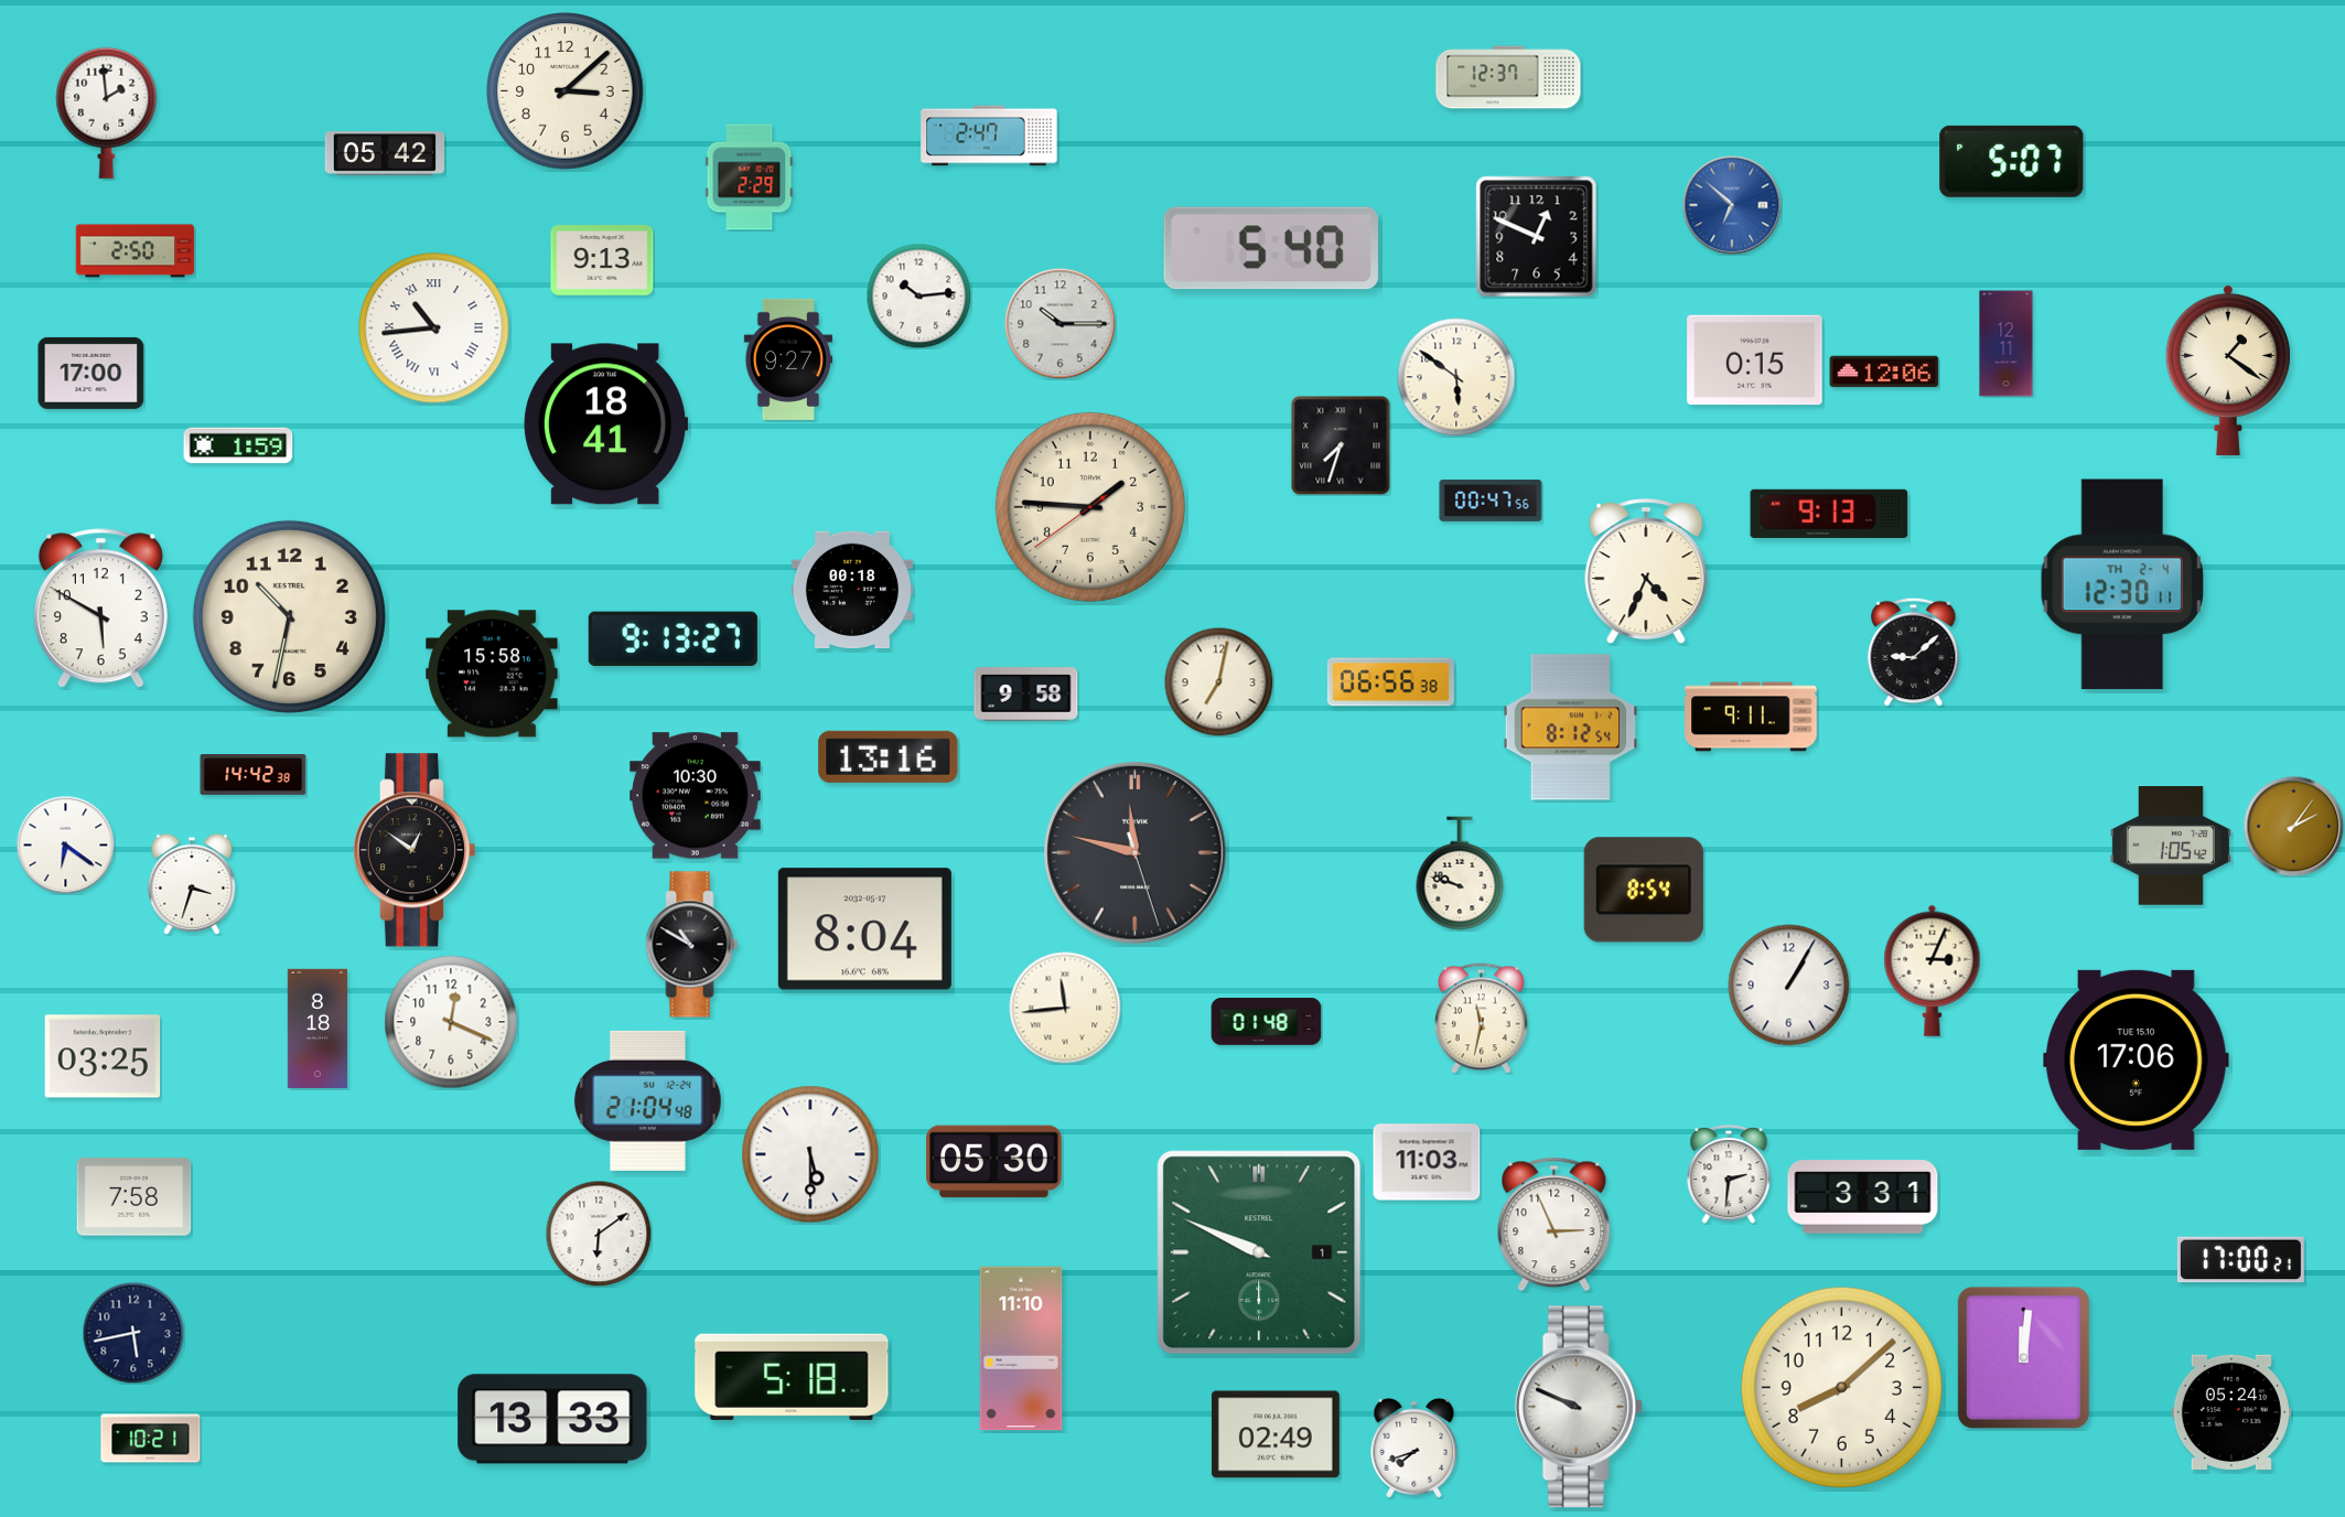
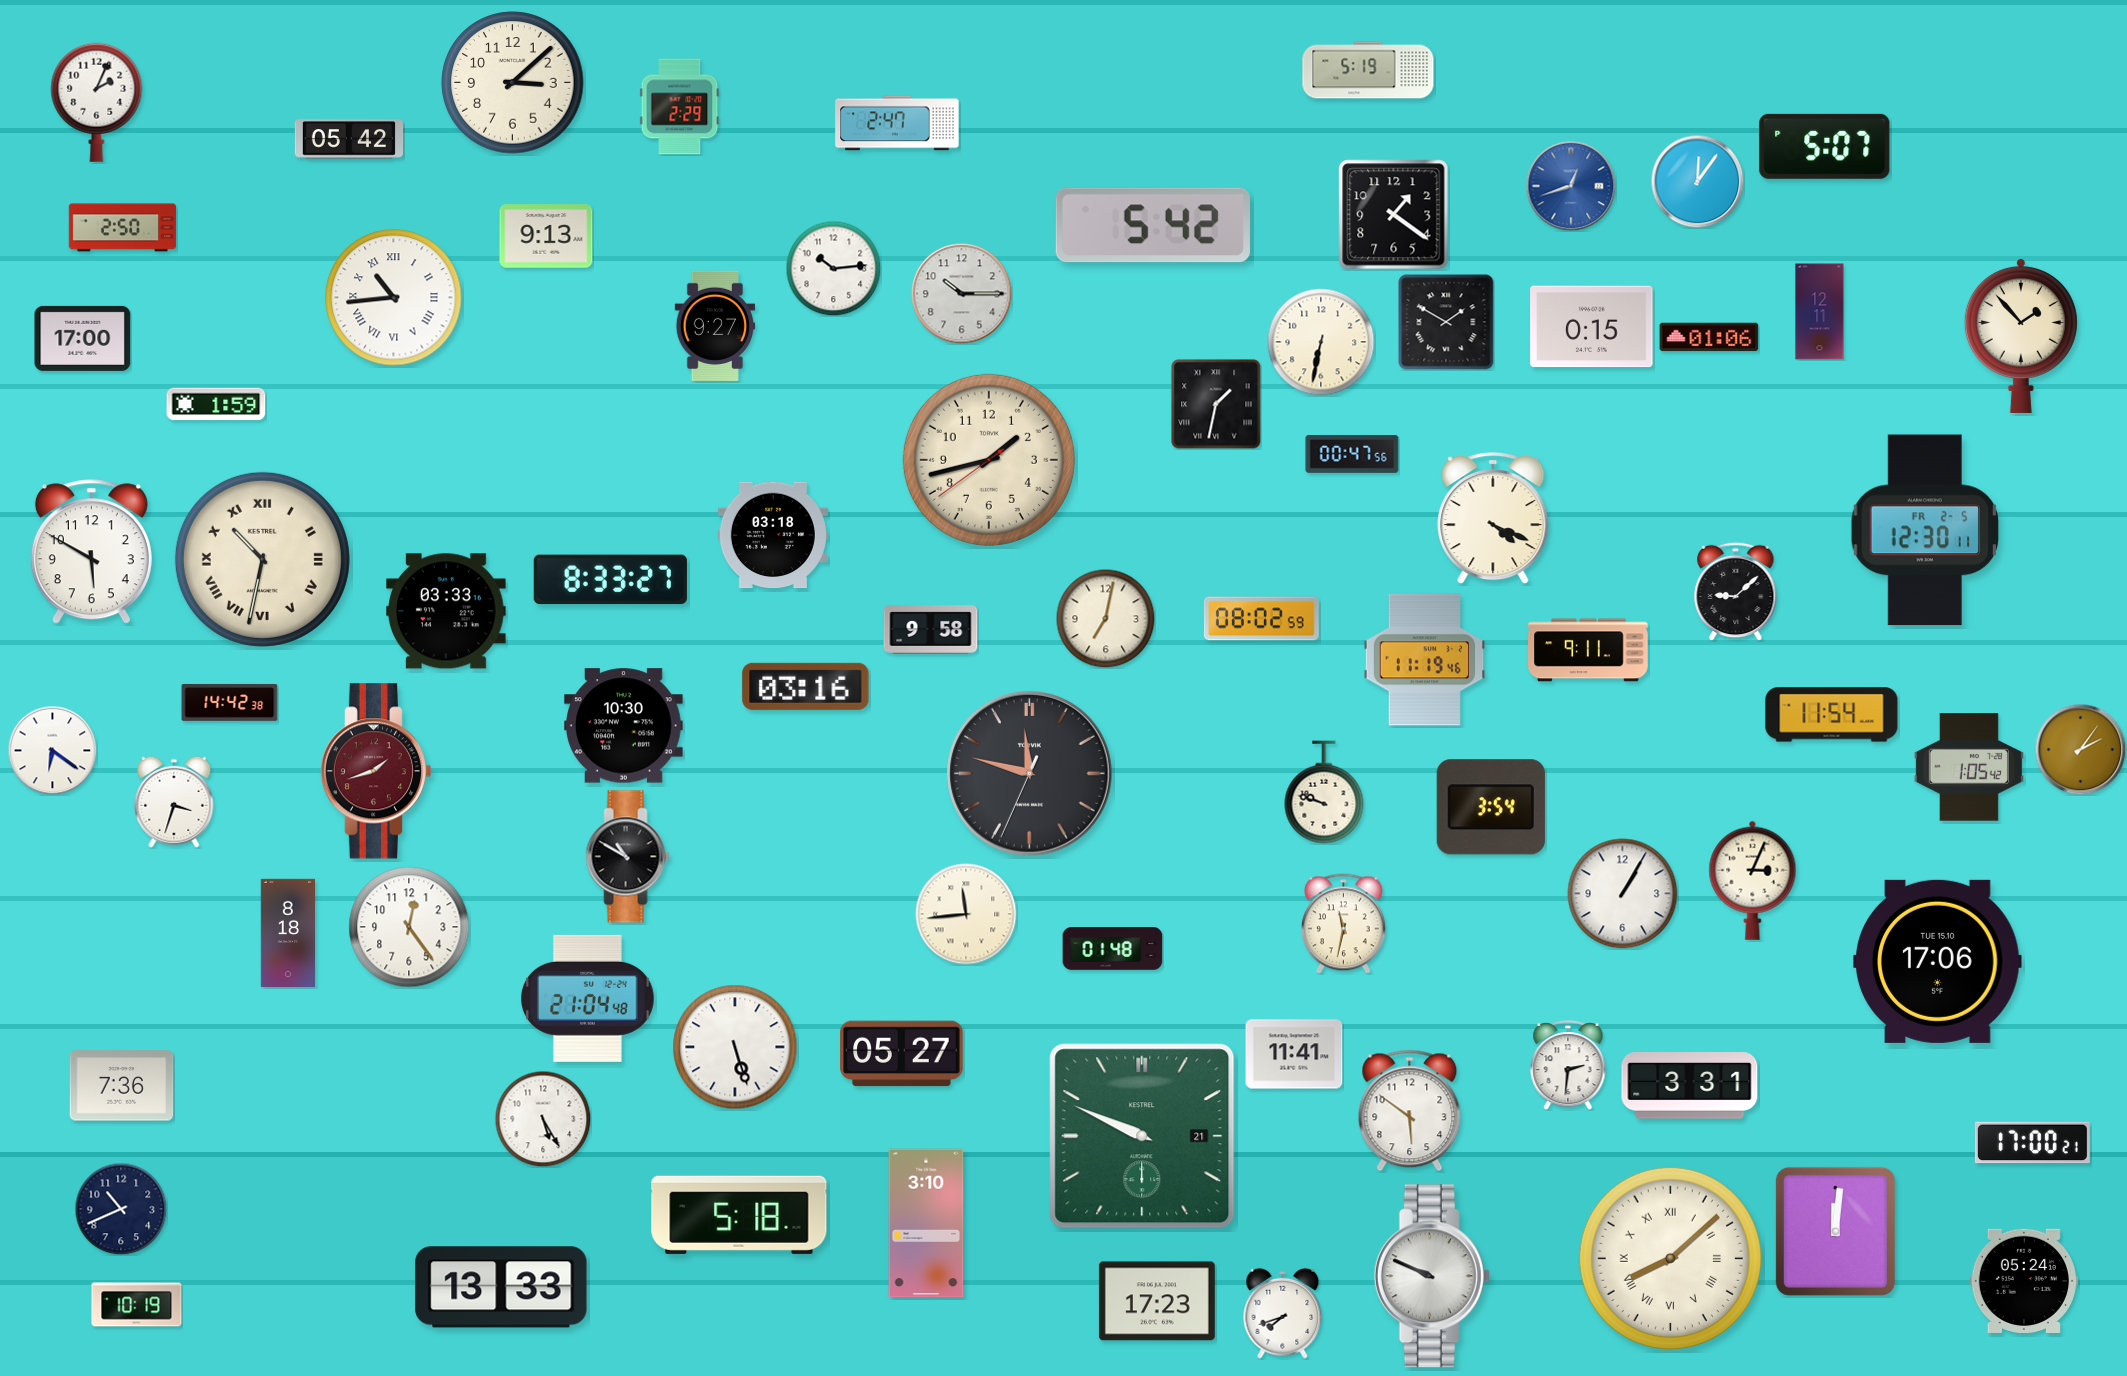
clock at (1508, 77): 12:37 -> 5:19
clock at (107, 112): 1:59 -> 2:04
clock at (750, 177) position: (750, 177) -> (680, 107)
clock at (1697, 181): none -> 12:06
clock at (1732, 205): 6:52 -> 12:42
clock at (1537, 237): 12:49 -> 1:21
clock at (1270, 248): 5:40 -> 5:42
clock at (1446, 322): none -> 1:50
clock at (2228, 369): 1:21 -> 1:53
clock at (1884, 372): 12:06 -> 01:06
clock at (1456, 377): 5:51 -> 6:32
clock at (606, 424): 18:41 -> none
clock at (1341, 445): 7:33 -> 1:32
clock at (1090, 507): 1:45 -> 1:42
clock at (1829, 514): 9:13 -> none
clock at (1646, 572): 4:34 -> 4:19
clock at (2122, 584) date: TH 2-4 -> FR 2-5
clock at (852, 590): 00:18 -> 03:18
clock at (289, 616) numerals: Arabic -> Roman
clock at (673, 639): 9:13 -> 8:33
clock at (492, 674): 15:58 -> 03:33
clock at (1390, 682): 06:56 -> 08:02
clock at (1571, 728): 8:12 -> 11:19
clock at (889, 756): 13:16 -> 03:16
clock at (1832, 715): none -> 11:54
clock at (696, 796) position: (696, 796) -> (624, 726)
clock at (65, 844) position: (65, 844) -> (52, 750)
clock at (413, 850): 12:51 -> 1:42
clock at (413, 850) dial: black -> burgundy
clock at (1136, 853): 11:47:27 -> 11:47:34
clock at (1644, 890): 8:54 -> 3:54
clock at (864, 929): 8:04 -> none
clock at (451, 1022): 12:19 -> 12:24
clock at (1267, 1022) position: (1267, 1022) -> (1113, 949)
clock at (103, 1056): 03:25 -> none
clock at (810, 1154): 5:30 -> 5:27
clock at (994, 1162): 05:30 -> 05:27
clock at (1427, 1162): 11:03 -> 11:41
clock at (135, 1197): 7:58 -> 7:36
clock at (1555, 1225): 2:56 -> 5:51
clock at (599, 1234): 6:09 -> 5:25
clock at (1259, 1252) date: 1 -> 21
clock at (133, 1333): 5:43 -> 10:41
clock at (1021, 1348): 11:10 -> 3:10
clock at (792, 1377) position: (792, 1377) -> (739, 1215)
clock at (1841, 1387) numerals: Arabic -> Roman
clock at (1276, 1434): 02:49 -> 17:23
clock at (151, 1439): 10:21 -> 10:19
